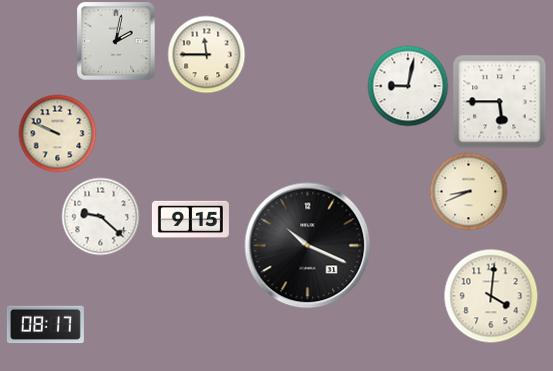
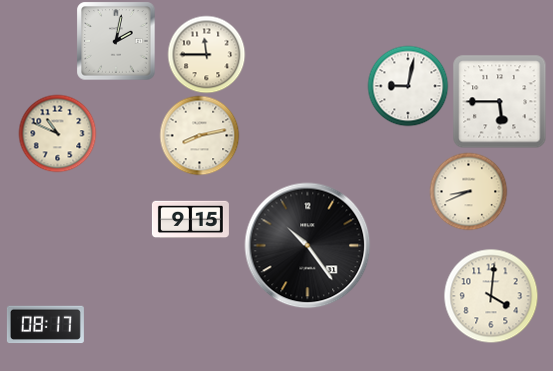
clock at (57, 133): 9:49 -> 10:49
clock at (199, 135): none -> 8:13
clock at (100, 216): 9:22 -> none
clock at (308, 246): 10:19 -> 10:24
